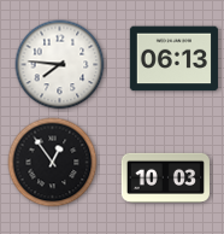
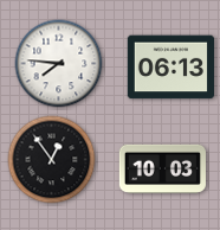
clock at (173, 59) position: (173, 59) -> (170, 68)
clock at (165, 177) position: (165, 177) -> (162, 168)
